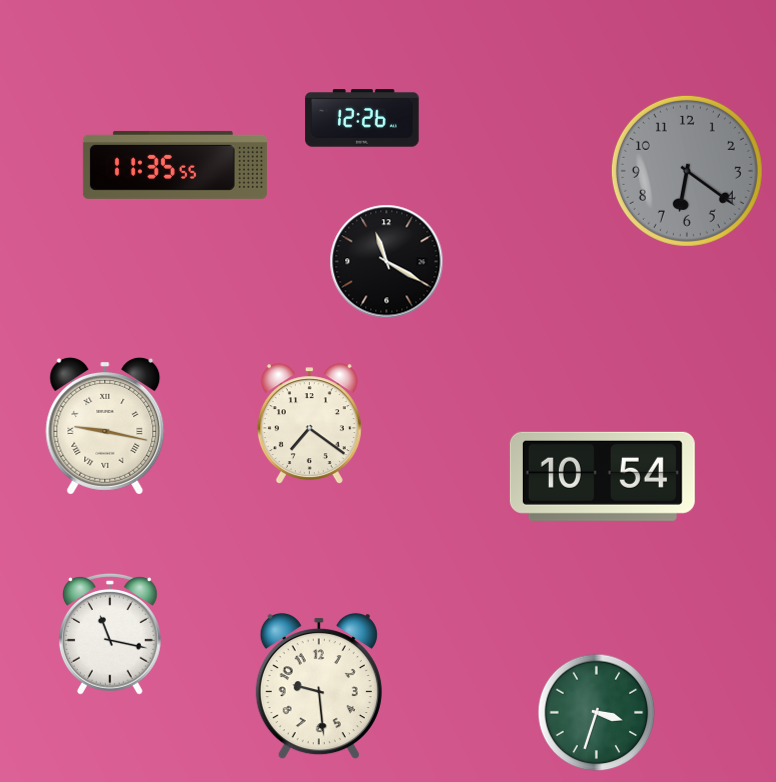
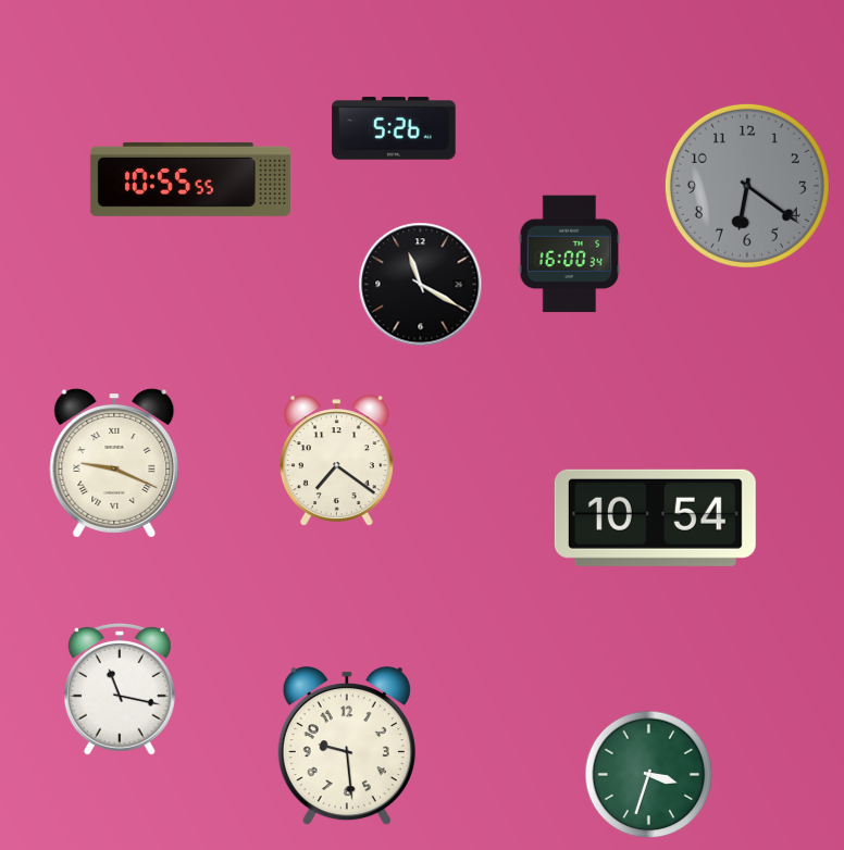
clock at (362, 118): 12:26 -> 5:26
clock at (175, 165): 11:35 -> 10:55
clock at (570, 254): none -> 16:00
clock at (105, 427): 9:17 -> 9:19
